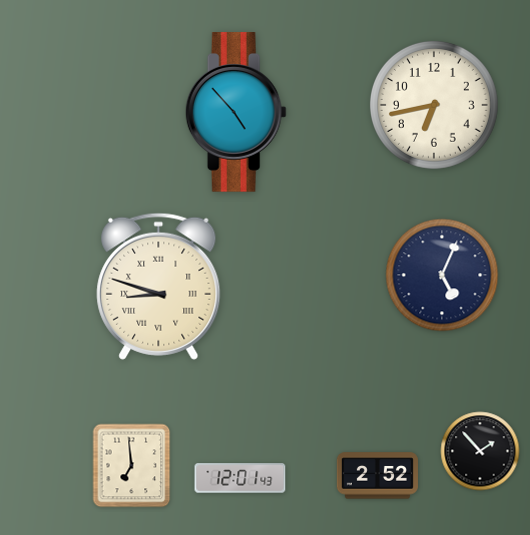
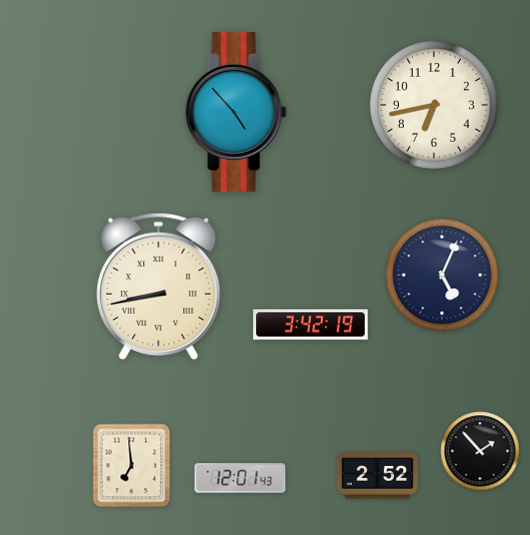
clock at (159, 286): 8:48 -> 8:43
clock at (311, 325): none -> 3:42
